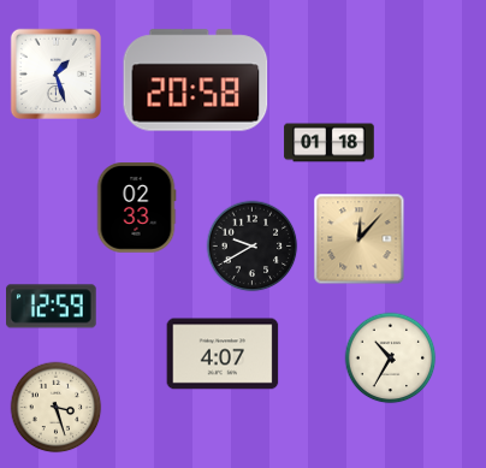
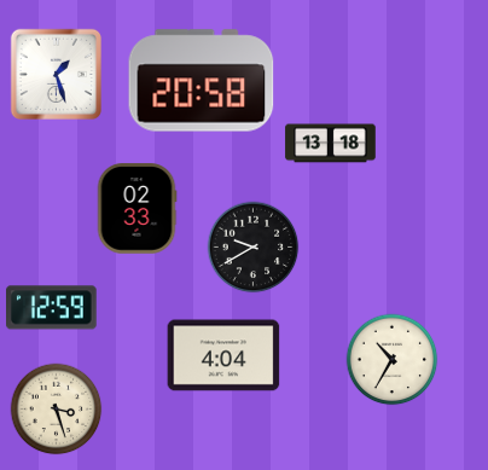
clock at (196, 81) position: (196, 81) -> (202, 81)
clock at (330, 143): 01:18 -> 13:18
clock at (360, 239): 12:07 -> none
clock at (223, 354): 4:07 -> 4:04
